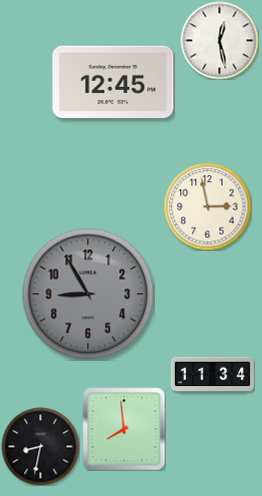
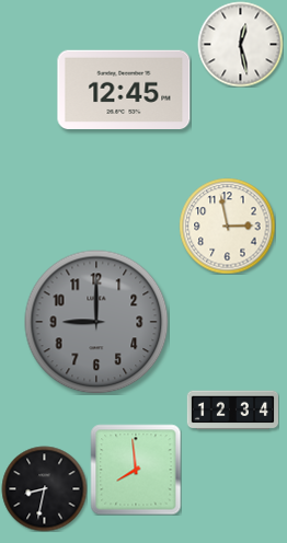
clock at (88, 294): 8:55 -> 9:00
clock at (212, 375): 11:34 -> 12:34
